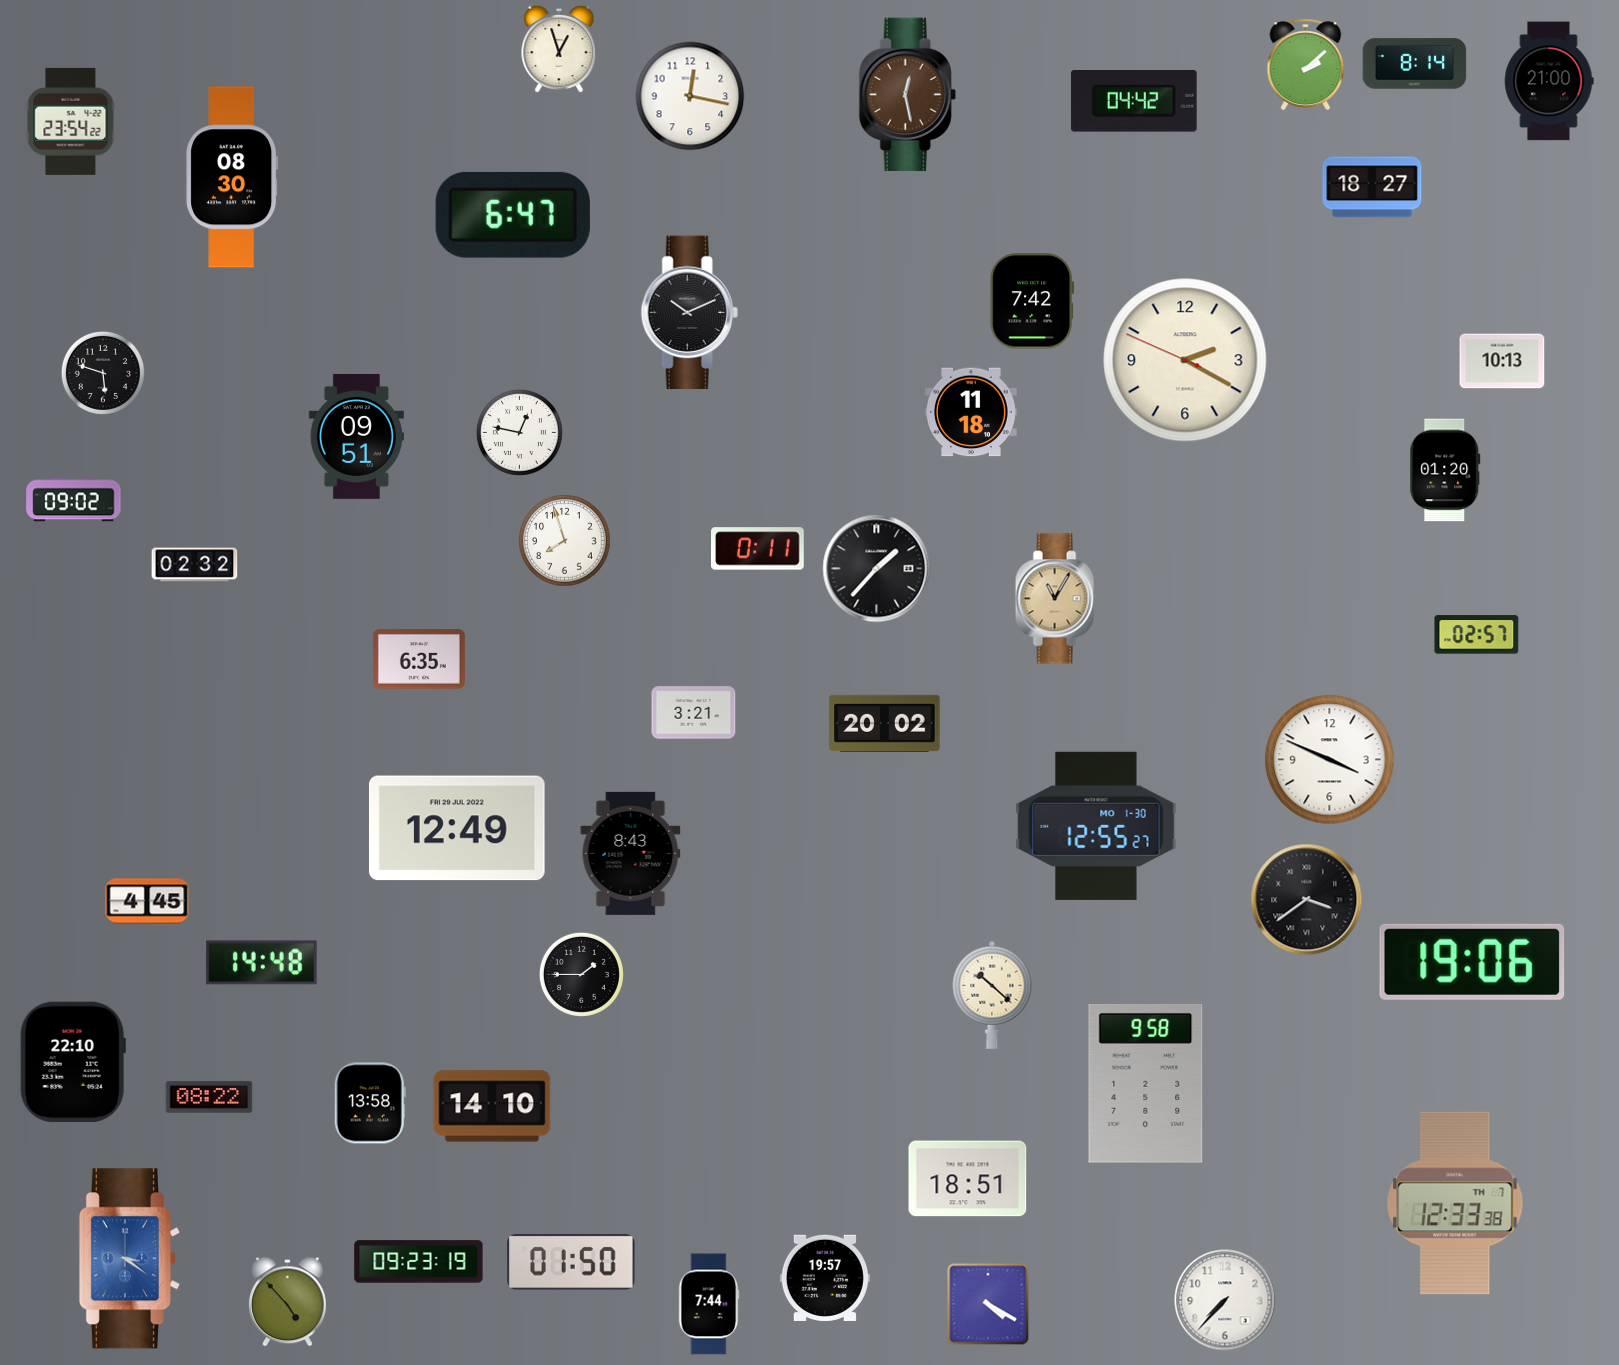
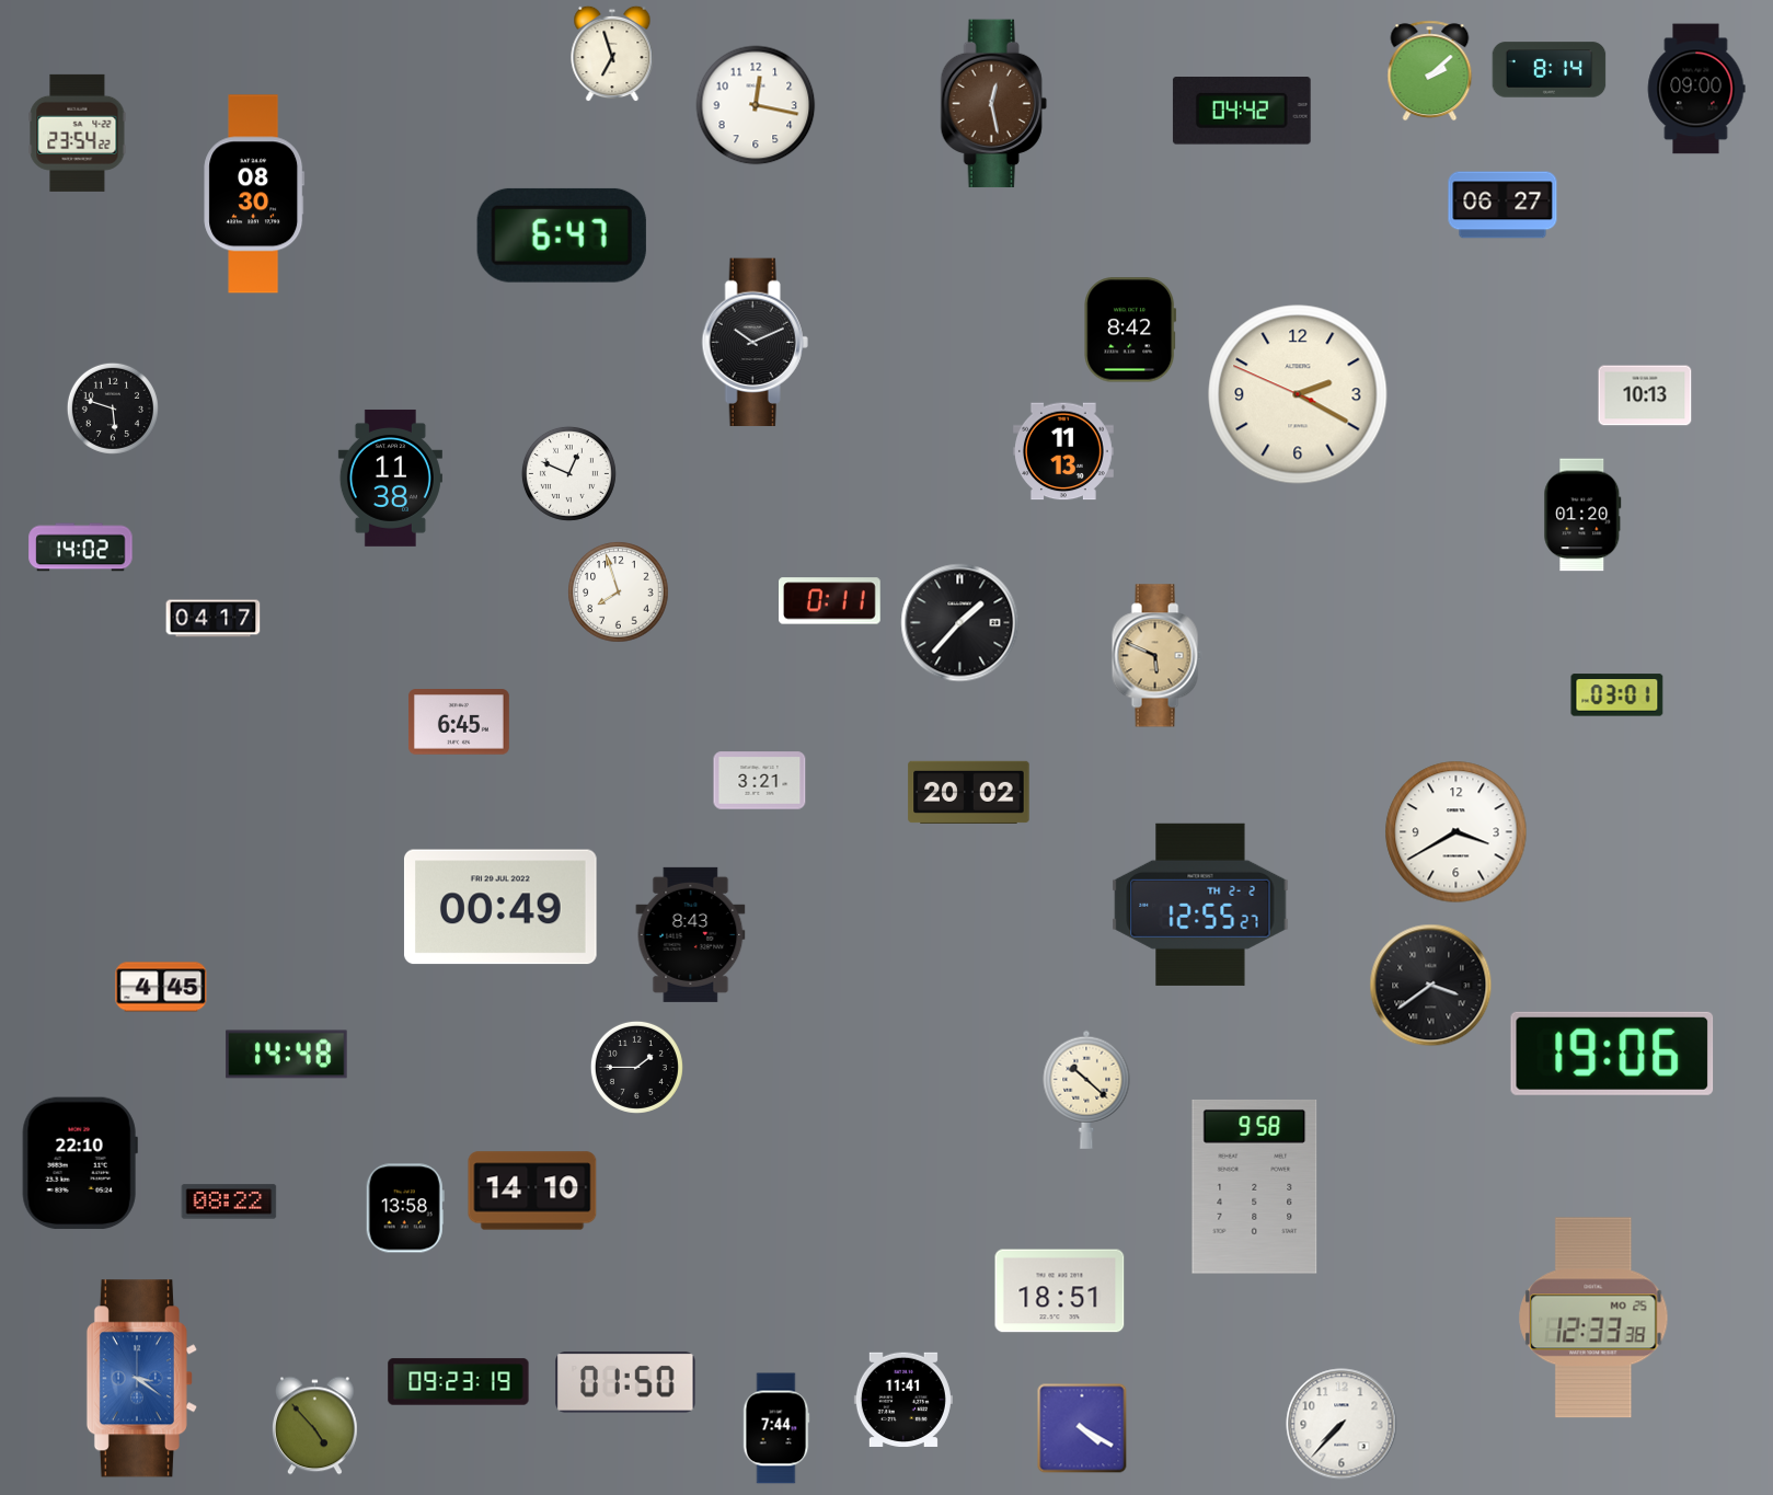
clock at (559, 49): 12:57 -> 6:57
clock at (1549, 81): 21:00 -> 09:00
clock at (1372, 187): 18:27 -> 06:27
clock at (1032, 301): 7:42 -> 8:42
clock at (971, 412): 11:18 -> 11:13
clock at (519, 432): 12:47 -> 12:49
clock at (356, 436): 09:51 -> 11:38
clock at (74, 500): 09:02 -> 14:02
clock at (195, 565): 02:32 -> 04:17
clock at (1056, 599): 11:05 -> 5:49
clock at (1477, 635): 02:57 -> 03:01
clock at (419, 659): 6:35 -> 6:45
clock at (1330, 760): 3:49 -> 3:40
clock at (1096, 826) date: MO 1-30 -> TH 2-2
clock at (457, 828): 12:49 -> 00:49
clock at (492, 1106) position: (492, 1106) -> (532, 1191)
clock at (1455, 1203) date: TH 7 -> MO 25
clock at (825, 1278): 19:57 -> 11:41
